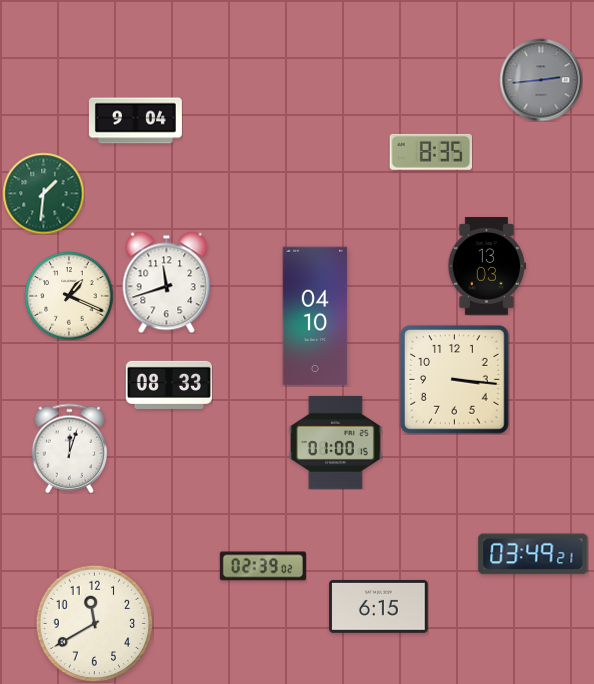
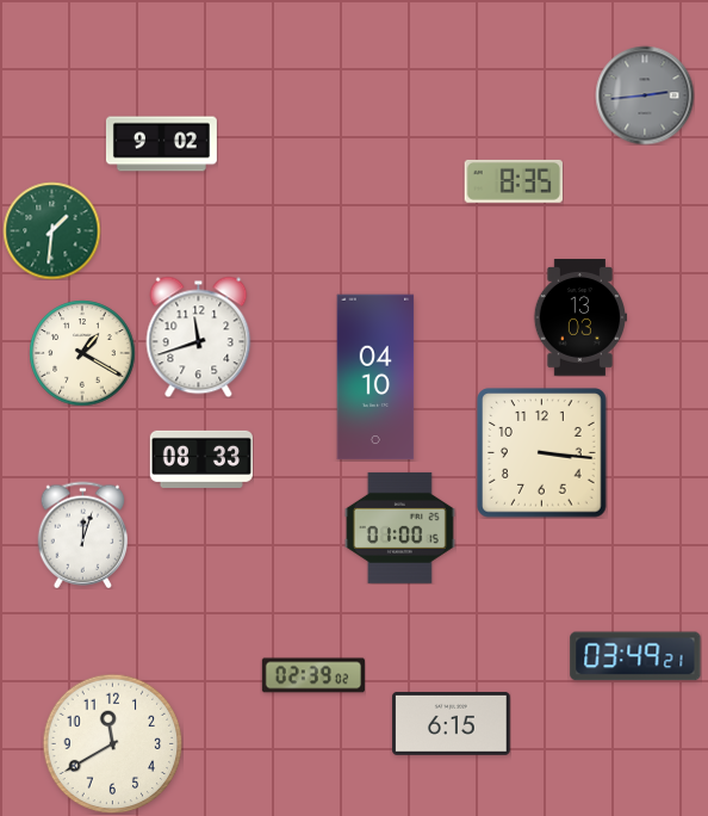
clock at (135, 121): 9:04 -> 9:02
clock at (69, 296): 1:19 -> 1:20
clock at (533, 554) position: (533, 554) -> (635, 656)
